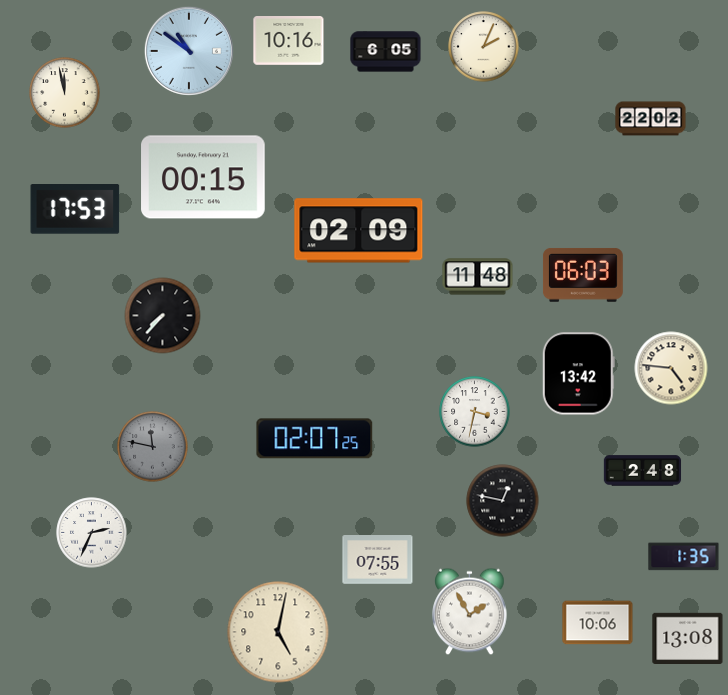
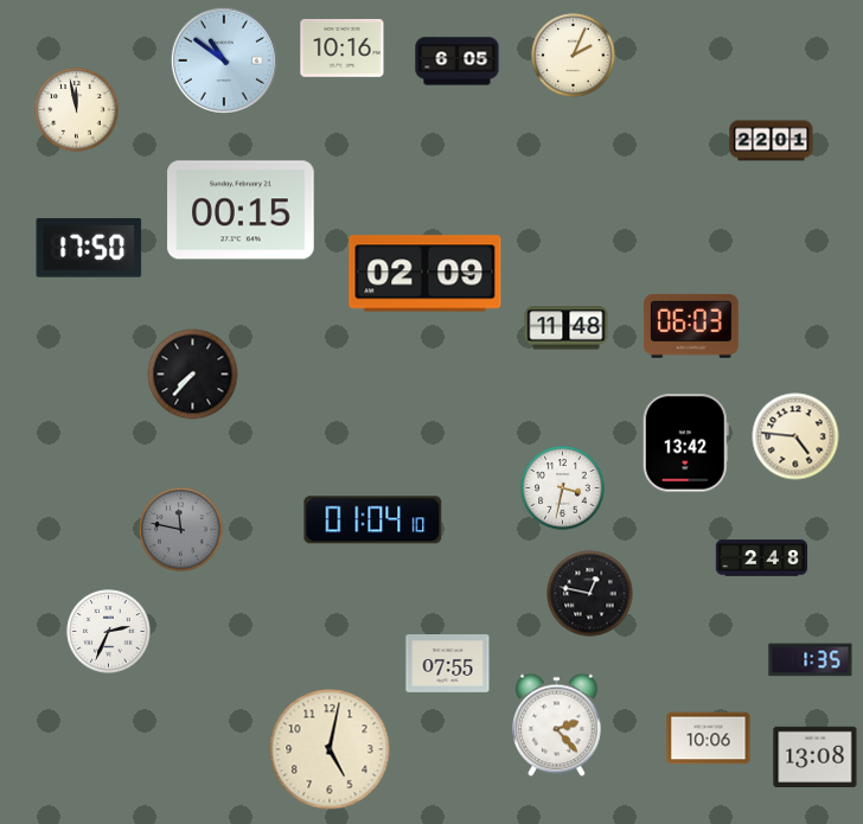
clock at (651, 119): 22:02 -> 22:01
clock at (75, 210): 17:53 -> 17:50
clock at (315, 439): 02:07 -> 01:04
clock at (503, 501) position: (503, 501) -> (590, 594)
clock at (470, 612): 1:55 -> 2:23
